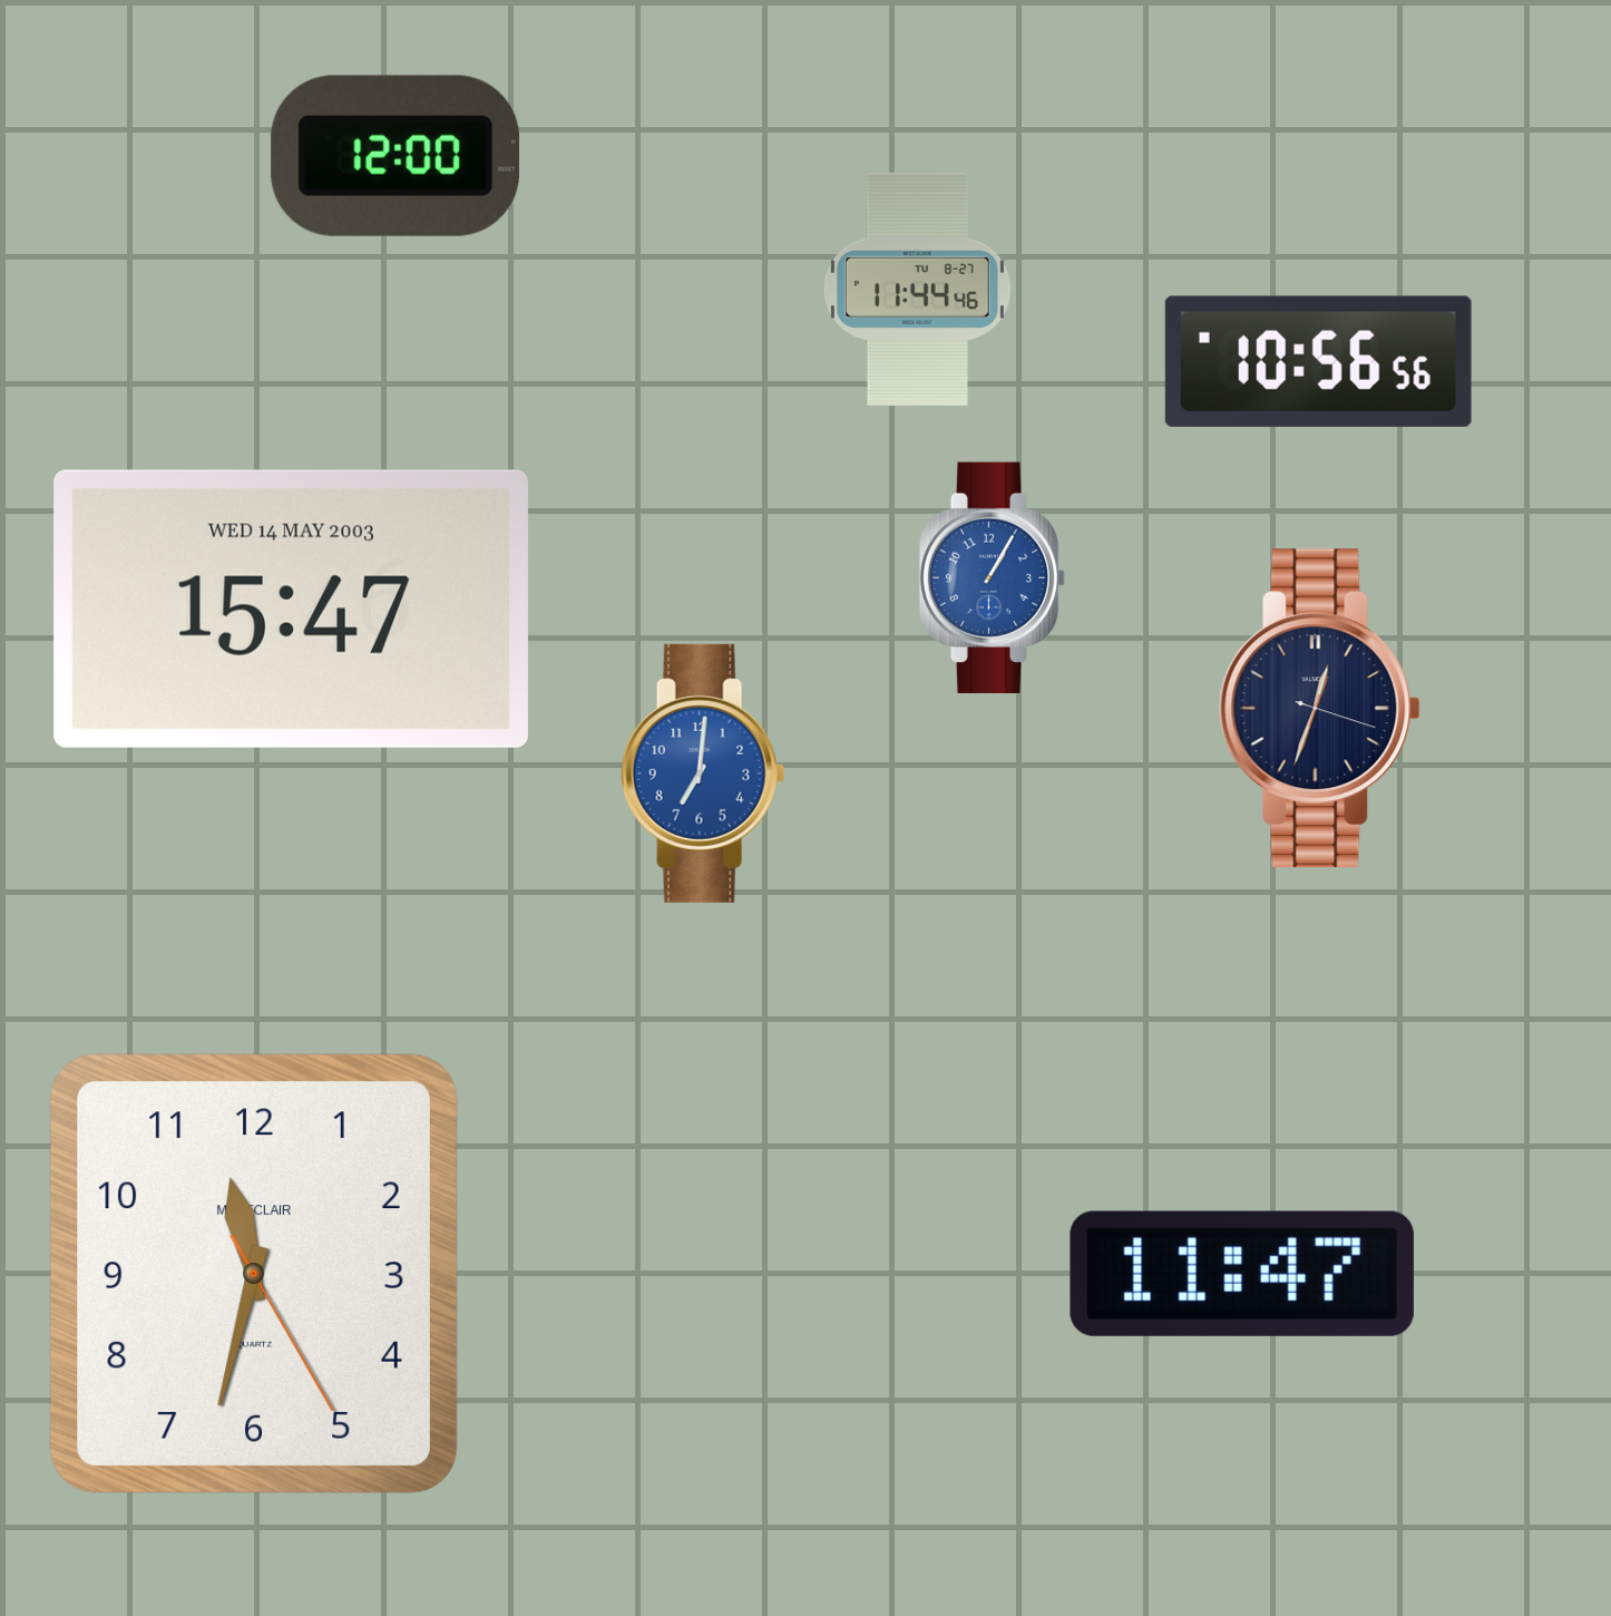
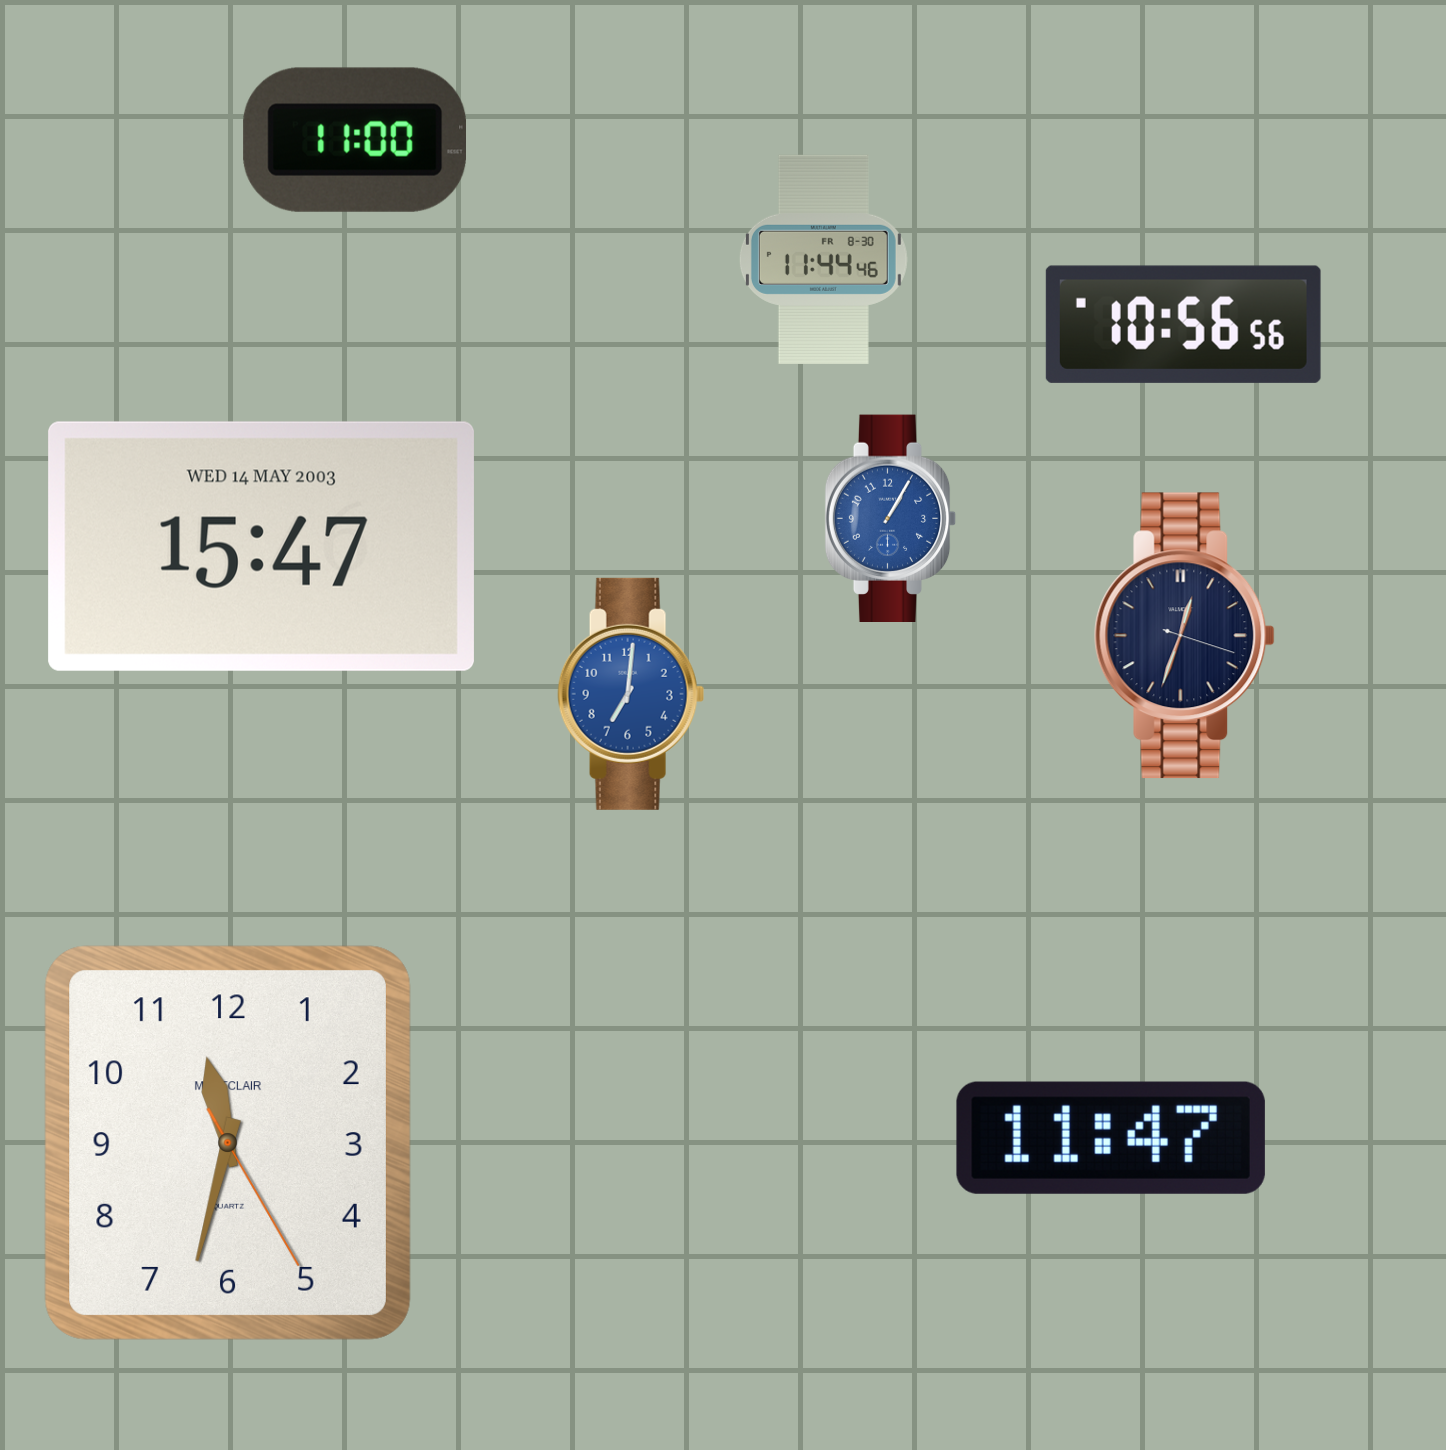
clock at (394, 156): 12:00 -> 11:00
clock at (917, 289) date: TU 8-27 -> FR 8-30
clock at (1242, 1274) position: (1242, 1274) -> (1111, 1138)
